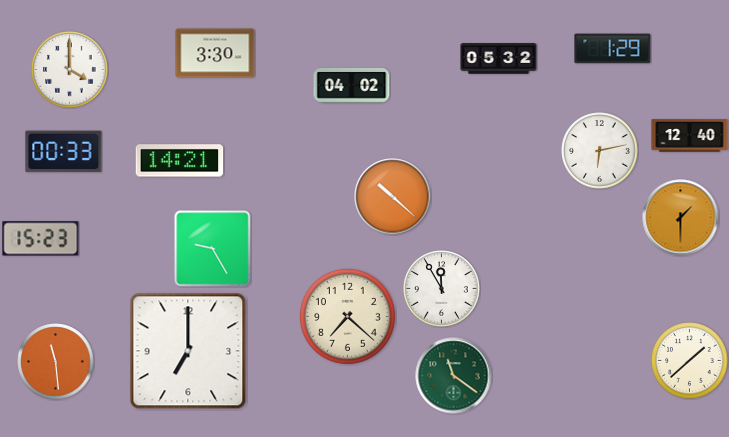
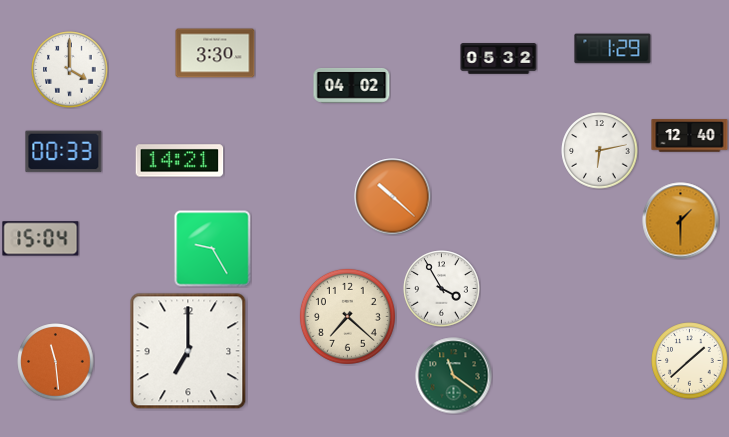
clock at (681, 218) position: (681, 218) -> (681, 221)
clock at (41, 239): 15:23 -> 15:04
clock at (442, 289): 11:55 -> 3:55
